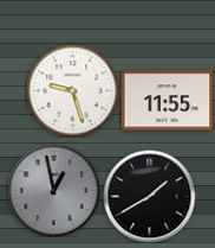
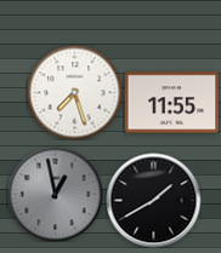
clock at (72, 90): 9:27 -> 7:27
